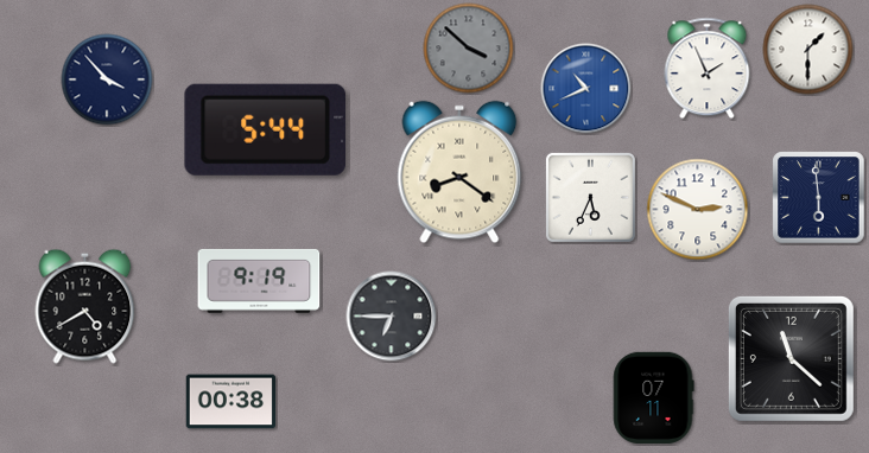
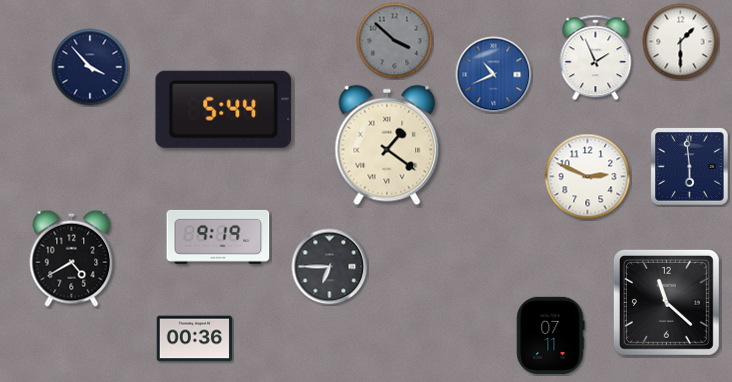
clock at (459, 172): 8:21 -> 1:21
clock at (590, 197): 5:34 -> none
clock at (231, 402): 00:38 -> 00:36
